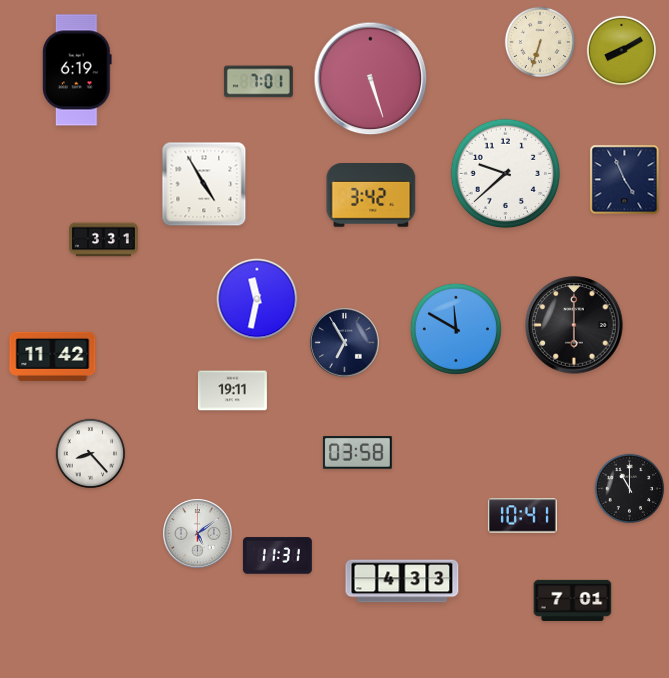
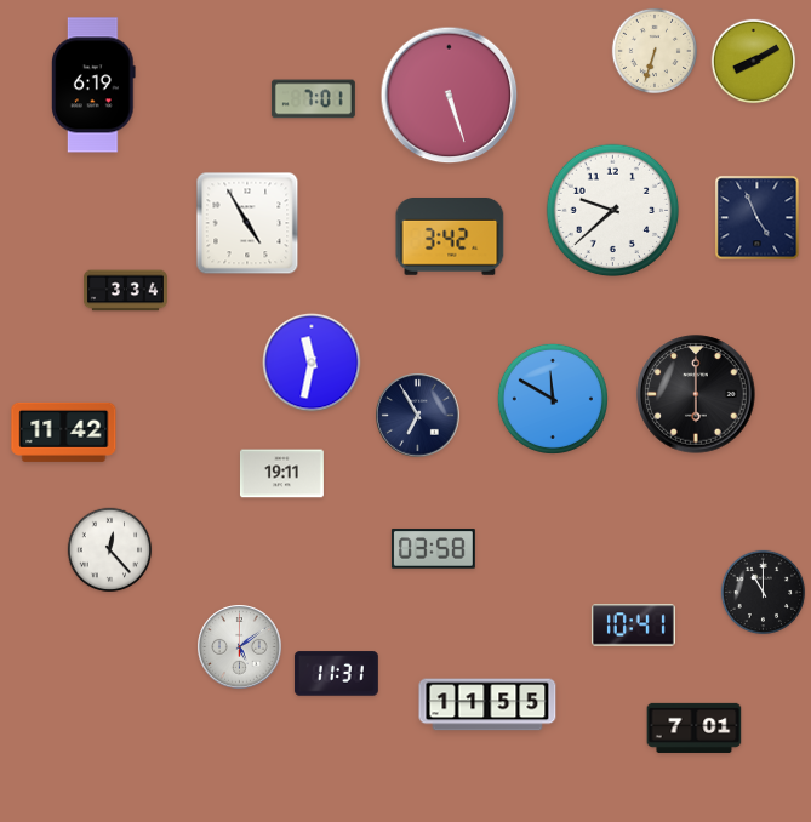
clock at (104, 240): 3:31 -> 3:34
clock at (91, 454): 8:23 -> 12:23
clock at (402, 581): 4:33 -> 11:55
